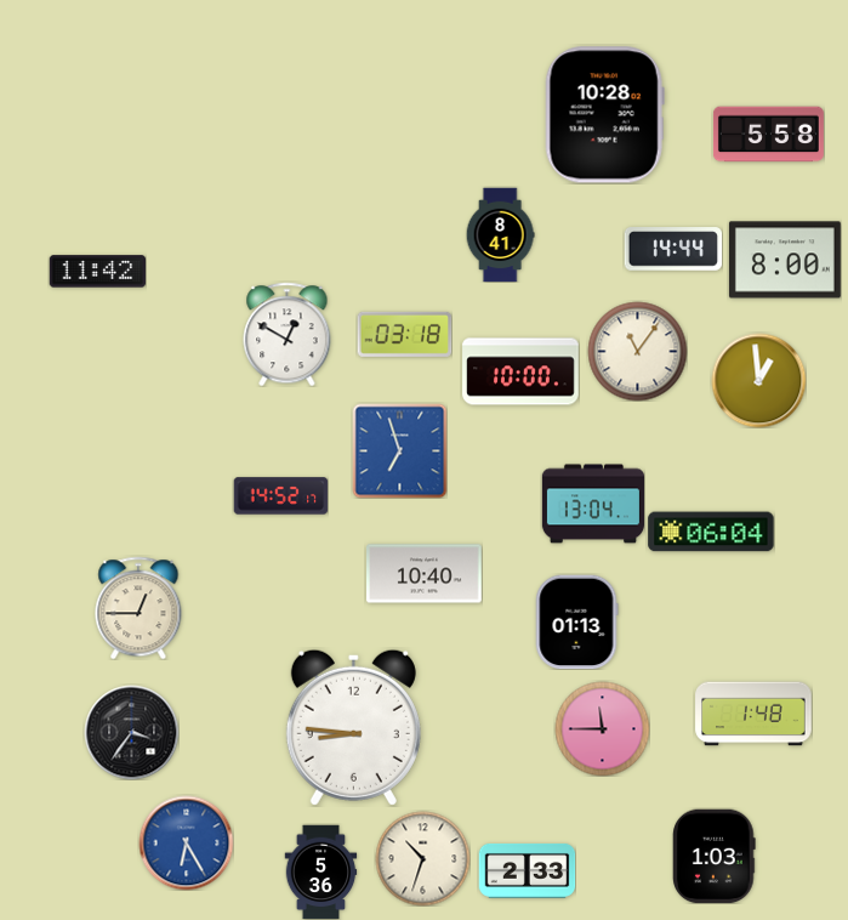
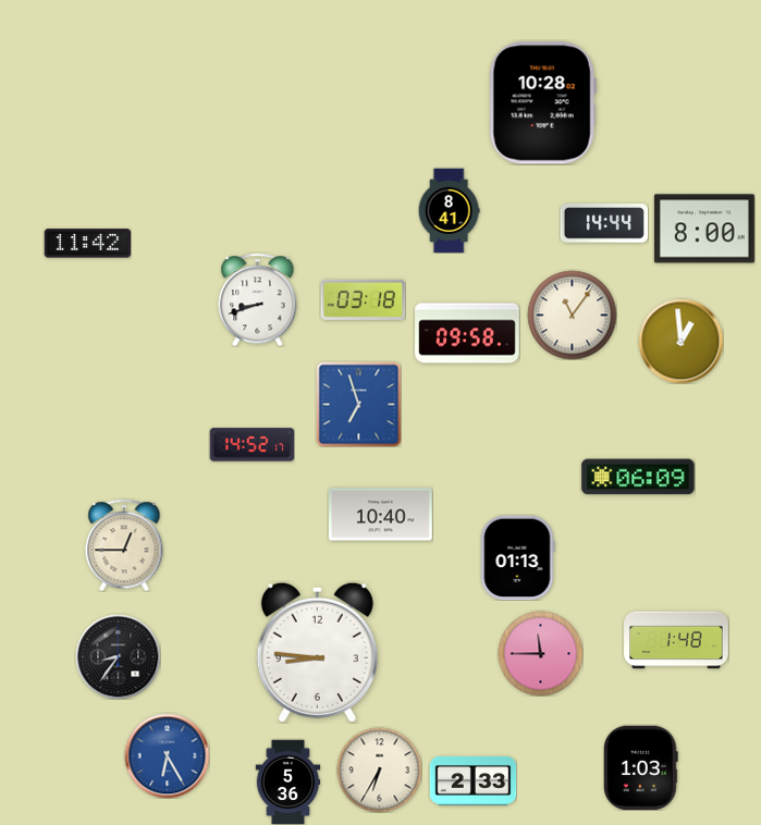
clock at (768, 135): 5:58 -> none
clock at (785, 260) position: (785, 260) -> (704, 229)
clock at (288, 334): 12:50 -> 8:42
clock at (520, 371): 10:00 -> 09:58
clock at (592, 504): 13:04 -> none
clock at (711, 532): 06:04 -> 06:09
clock at (131, 732): 3:36 -> 8:36
clock at (422, 858): 10:33 -> 6:35
